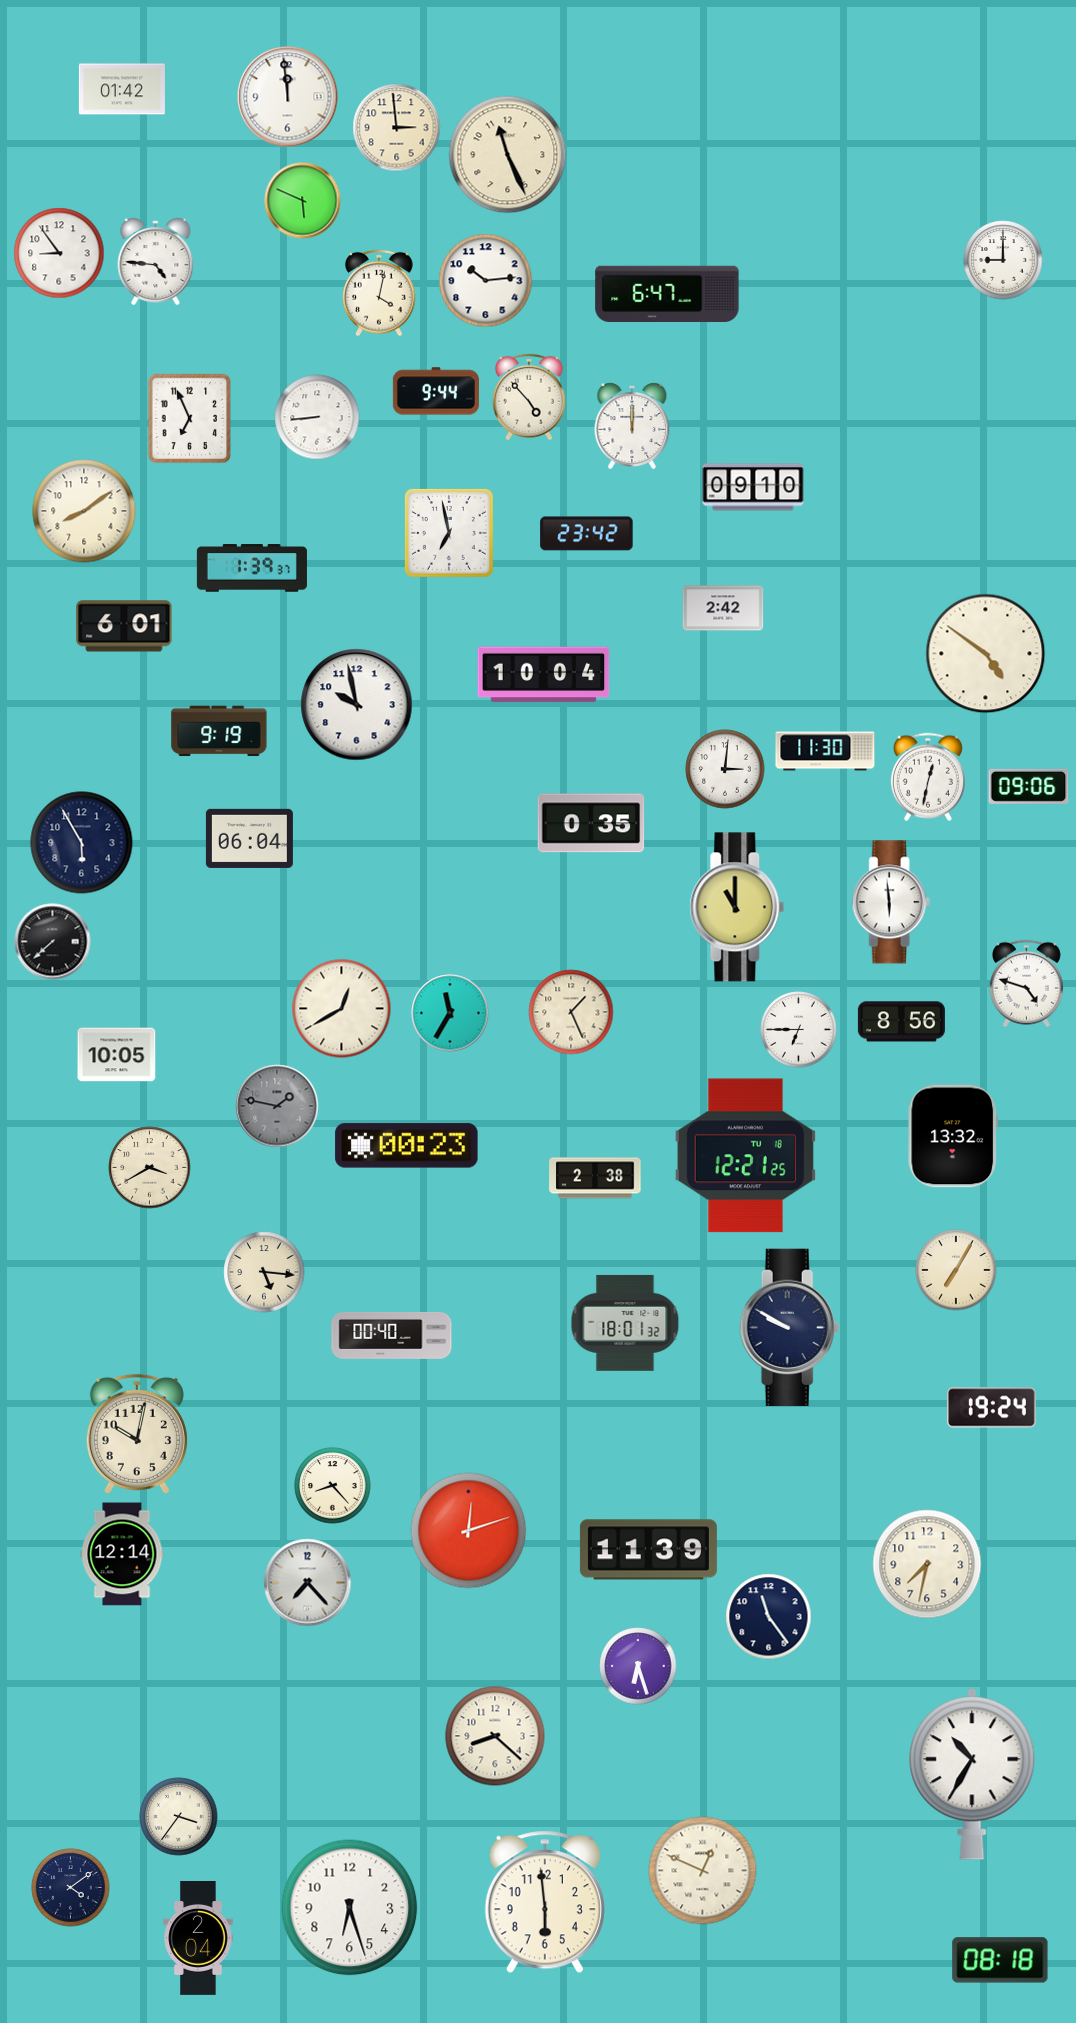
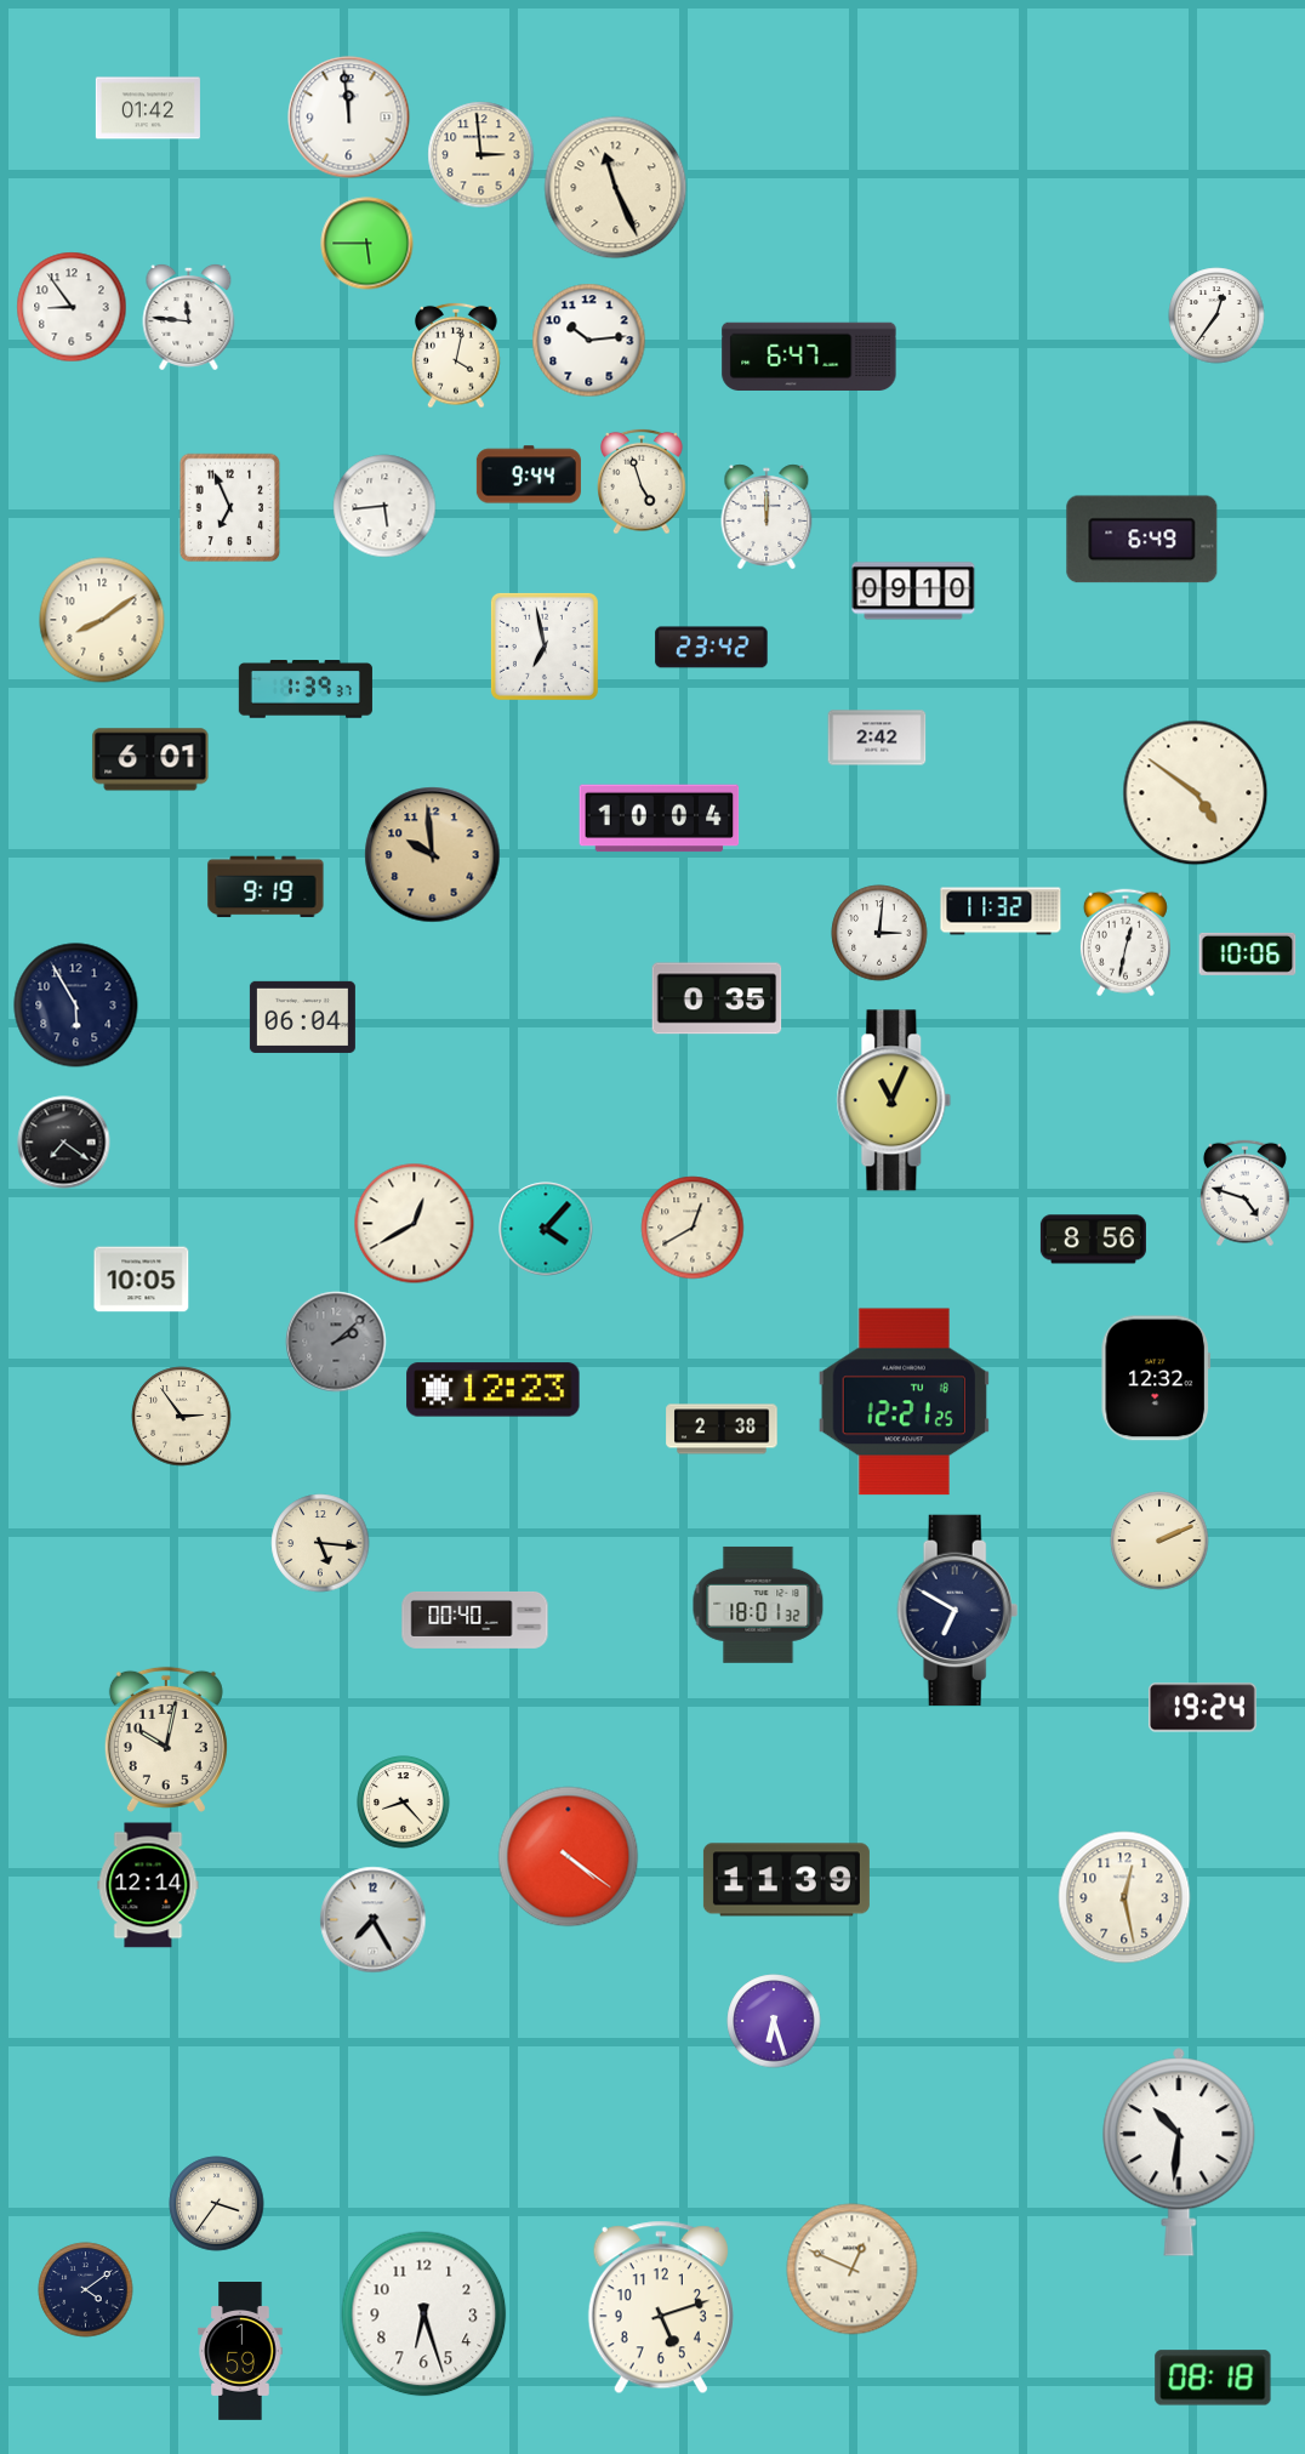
clock at (303, 201): 5:49 -> 5:45
clock at (1003, 260): 9:00 -> 12:36
clock at (156, 261): 4:46 -> 11:46
clock at (379, 293) position: (379, 293) -> (456, 355)
clock at (529, 397): 4:53 -> 4:57
clock at (317, 417): 8:44 -> 5:44
clock at (1142, 540): none -> 6:49
clock at (357, 705): 9:58 -> 9:59
clock at (357, 705) dial: white -> champagne
clock at (825, 751): 11:30 -> 11:32
clock at (1029, 786): 09:06 -> 10:06
clock at (82, 843) position: (82, 843) -> (76, 1006)
clock at (891, 902): 5:59 -> none
clock at (737, 907): 11:00 -> 11:04
clock at (53, 942): 7:38 -> 7:21
clock at (571, 1012): 1:26 -> 12:40
clock at (450, 1013): 11:35 -> 4:07
clock at (799, 1030): 6:45 -> none
clock at (277, 1106): 1:47 -> 2:08
clock at (953, 1136): 13:32 -> 12:32
clock at (407, 1146): 00:23 -> 12:23
clock at (150, 1168): 3:40 -> 2:54
clock at (956, 1270): 7:05 -> 2:11
clock at (790, 1327): 9:50 -> 6:50
clock at (469, 1531): 12:12 -> 4:21
clock at (927, 1564): 7:32 -> 12:28
clock at (308, 1583): 7:23 -> 7:25
clock at (769, 1617): 11:24 -> none
clock at (495, 1736): 8:22 -> none
clock at (972, 1774): 10:35 -> 10:31
clock at (545, 1902): 5:59 -> 5:12
clock at (198, 1939): 2:04 -> 1:59
